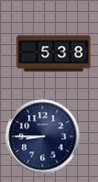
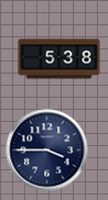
clock at (43, 137): 8:45 -> 3:45
